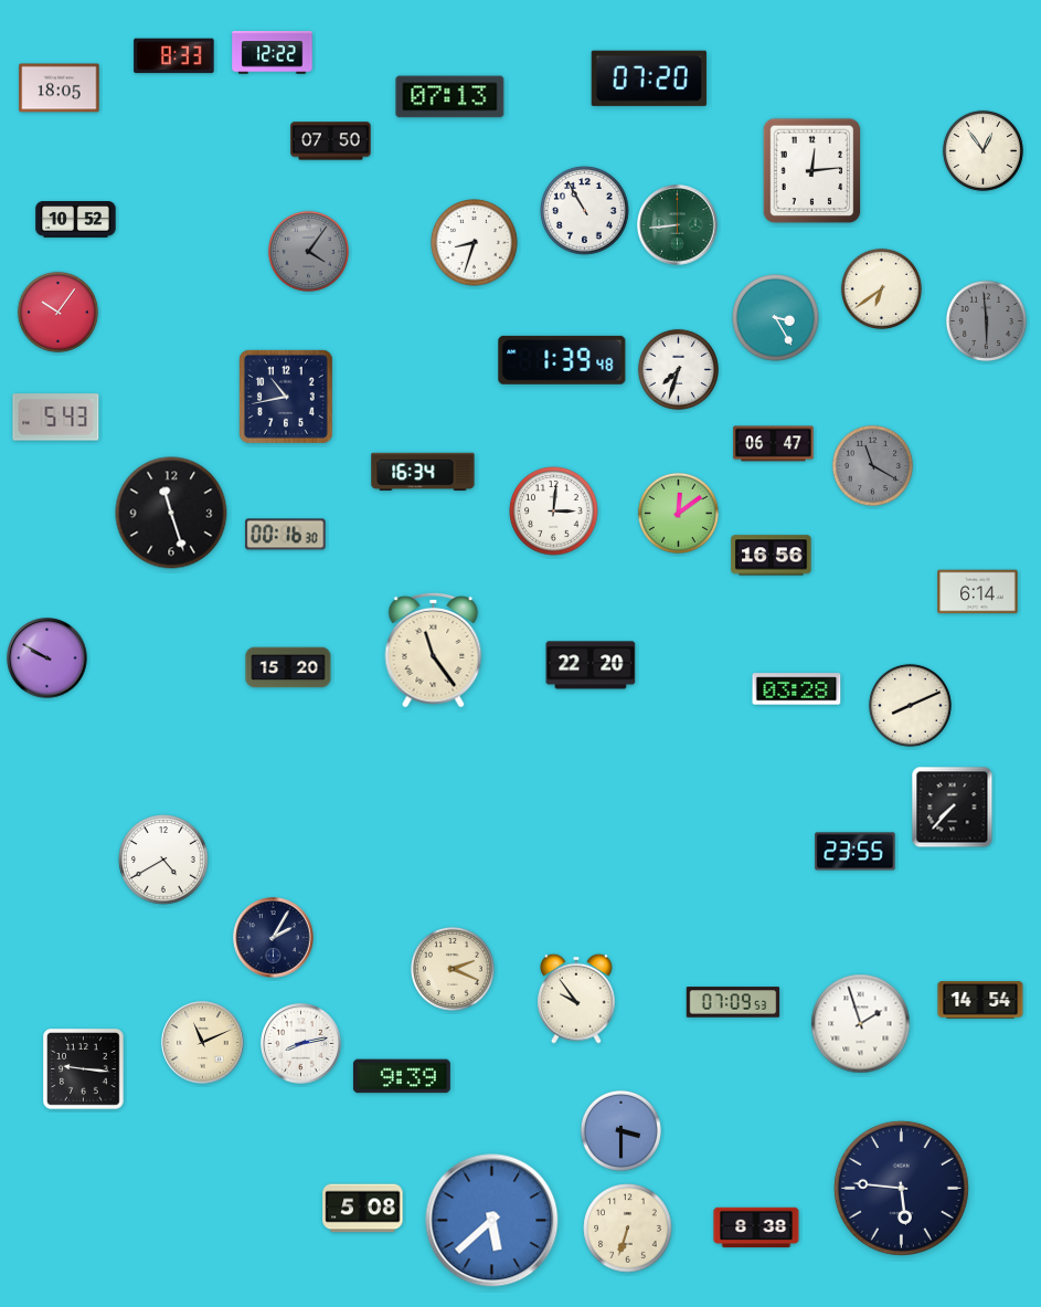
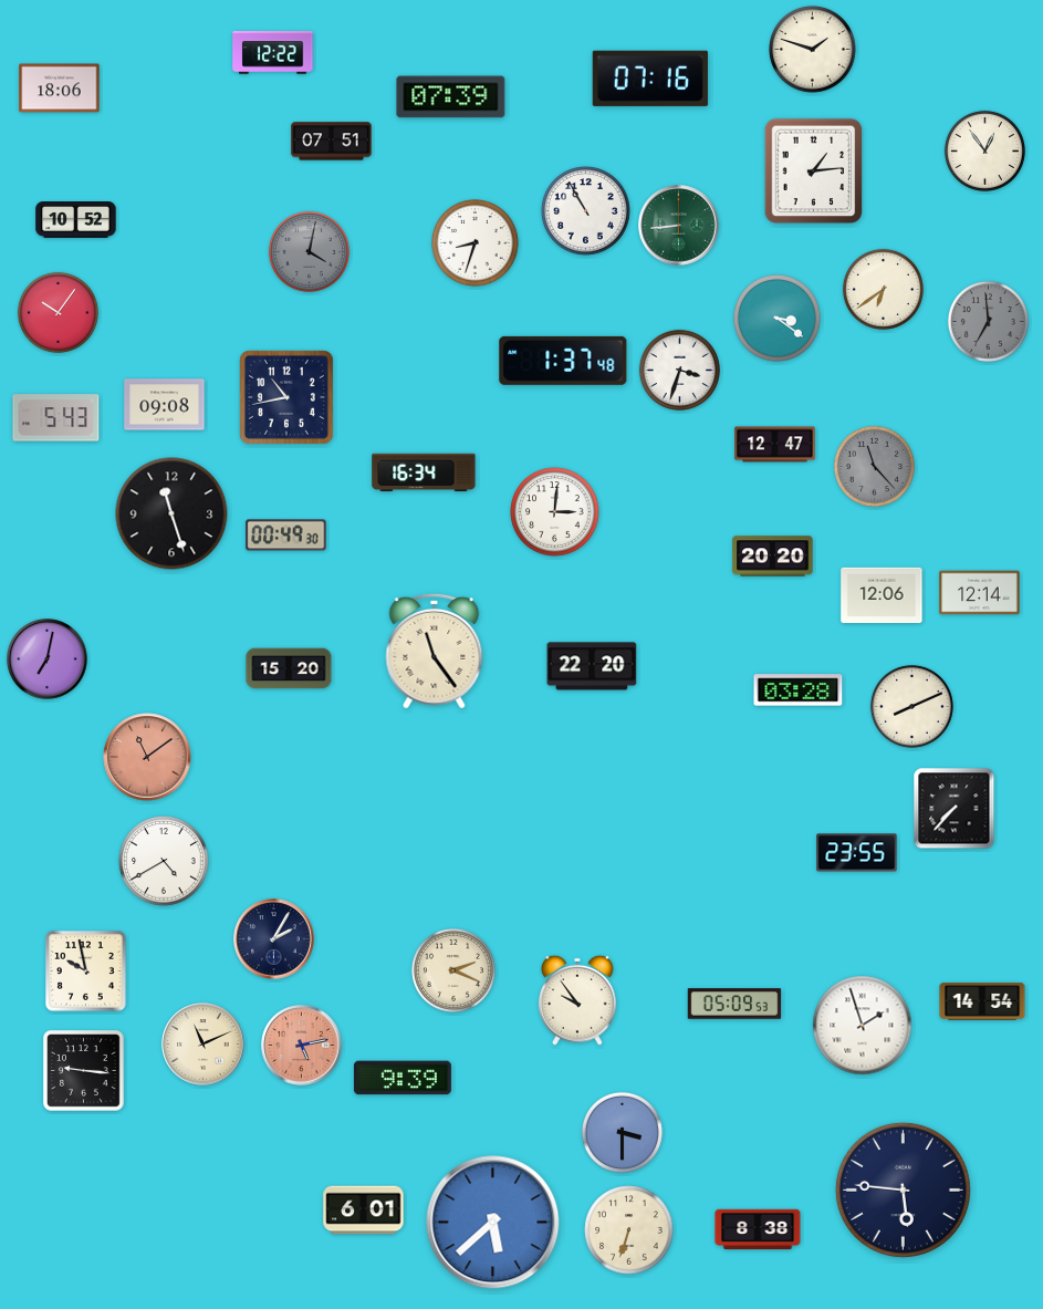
clock at (813, 50): none -> 1:48
clock at (174, 56): 8:33 -> none
clock at (649, 78): 07:20 -> 07:16
clock at (60, 88): 18:05 -> 18:06
clock at (450, 97): 07:13 -> 07:39
clock at (331, 141): 07:50 -> 07:51
clock at (812, 171): 12:14 -> 1:14
clock at (308, 251): 4:06 -> 4:02
clock at (776, 318): 3:25 -> 3:21
clock at (986, 320): 5:59 -> 6:59
clock at (562, 360): 1:39 -> 1:37
clock at (678, 369): 7:33 -> 3:33
clock at (165, 405): none -> 09:08
clock at (774, 444): 06:47 -> 12:47
clock at (872, 465): 11:20 -> 11:23
clock at (678, 513): 12:09 -> none
clock at (286, 535): 00:16 -> 00:49
clock at (772, 556): 16:56 -> 20:20
clock at (978, 592): 6:14 -> 12:14
clock at (882, 595): none -> 12:06
clock at (47, 658): 9:50 -> 7:02
clock at (147, 757): none -> 11:09
clock at (86, 972): none -> 9:58
clock at (733, 1002): 07:09 -> 05:09
clock at (301, 1044): 8:13 -> 5:13
clock at (301, 1044) dial: white -> salmon
clock at (363, 1209): 5:08 -> 6:01
